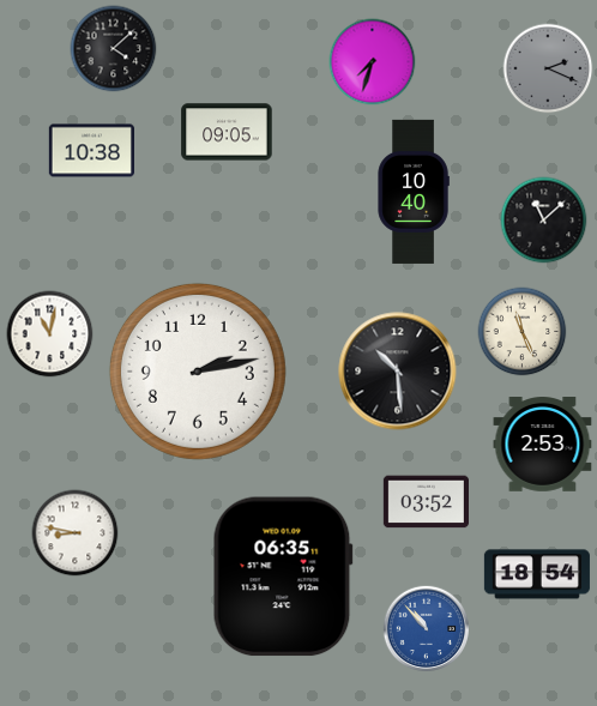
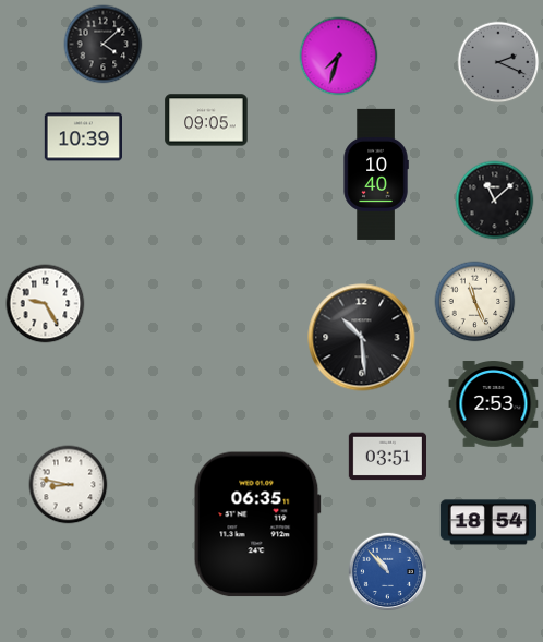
clock at (91, 151): 10:38 -> 10:39
clock at (50, 334): 11:02 -> 9:25
clock at (198, 372): 2:13 -> none
clock at (426, 502): 03:52 -> 03:51
